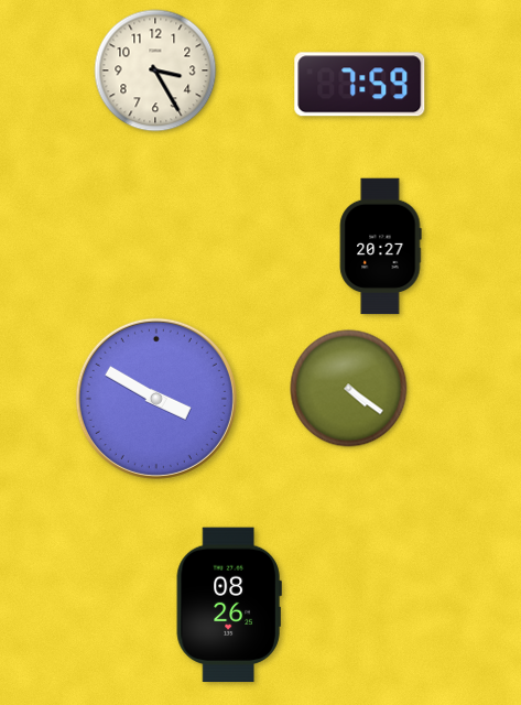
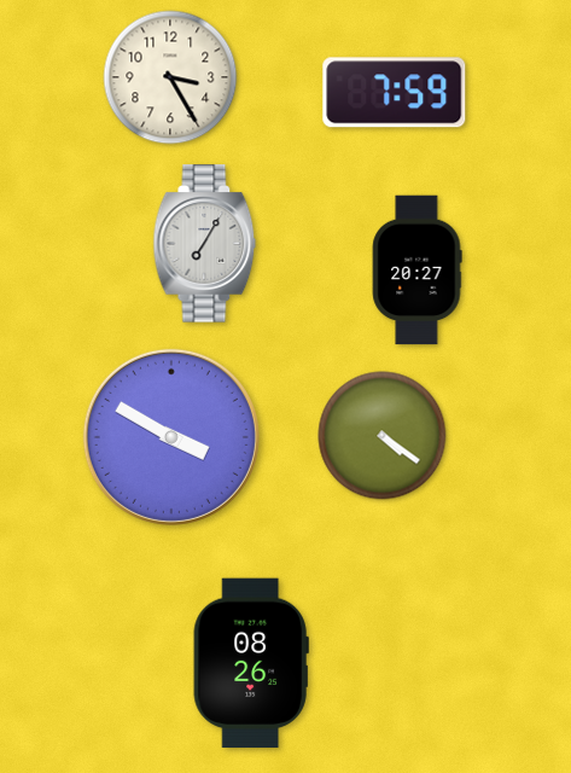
clock at (205, 244): none -> 7:05
clock at (349, 389) position: (349, 389) -> (383, 436)
